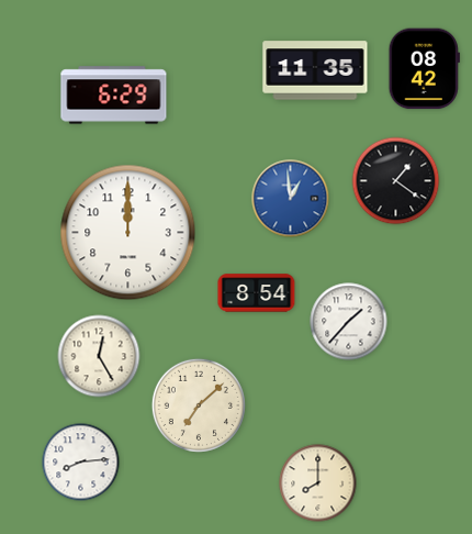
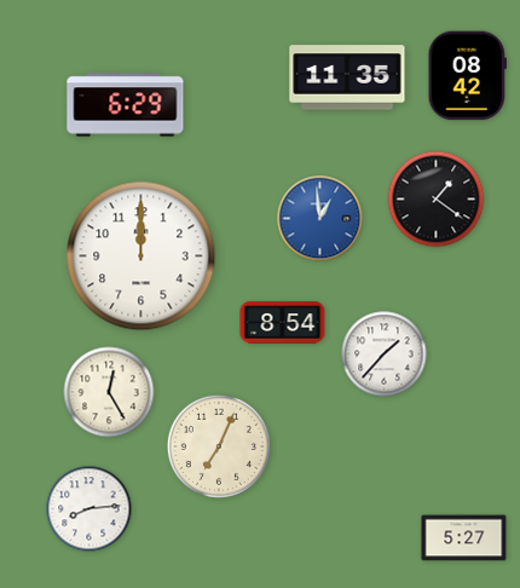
clock at (199, 405): 7:08 -> 7:04
clock at (318, 483): 8:00 -> none
clock at (464, 538): none -> 5:27
